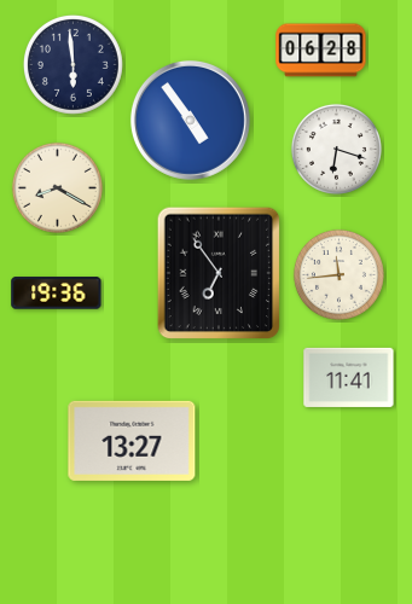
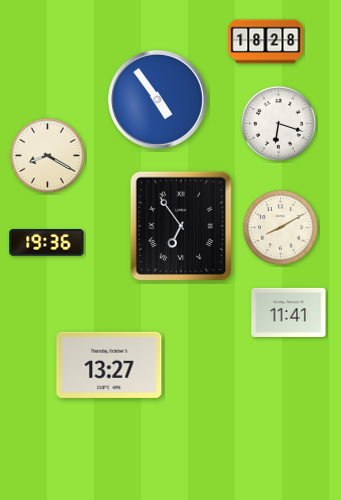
clock at (321, 51): 06:28 -> 18:28
clock at (72, 64): 5:59 -> none
clock at (338, 274): 11:44 -> 8:10
